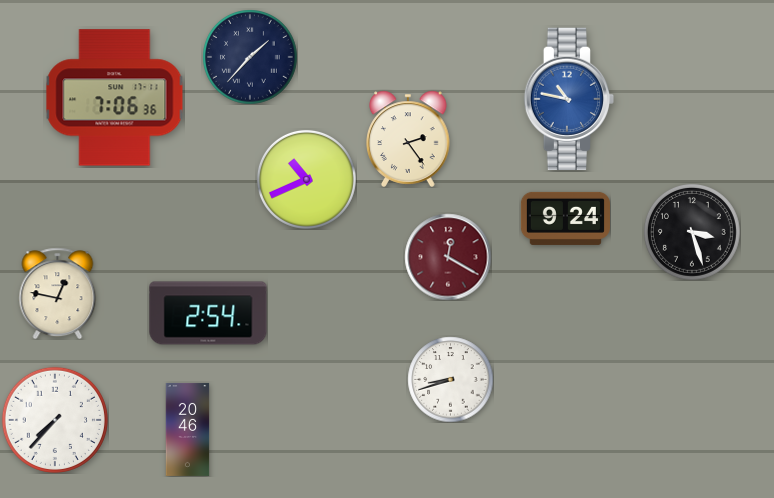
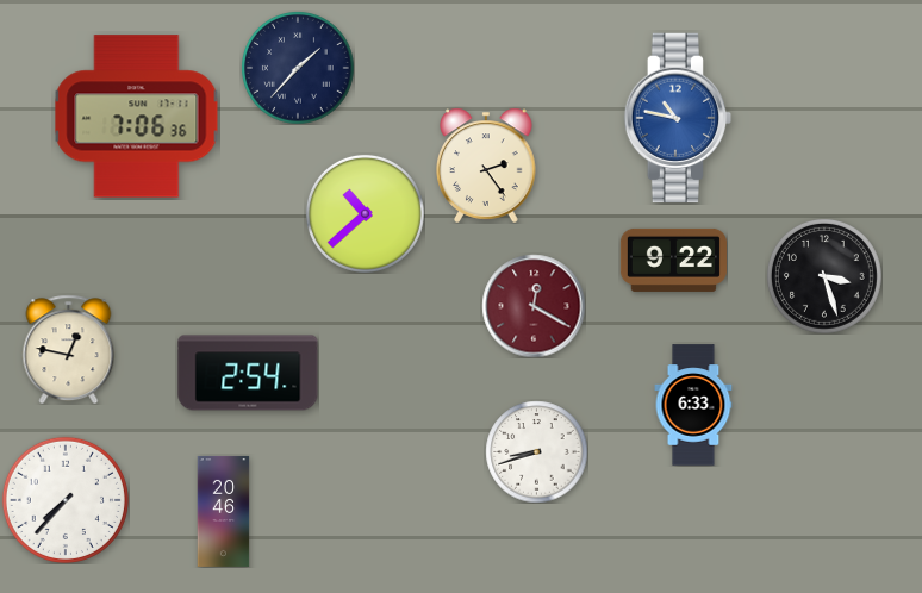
clock at (306, 179): 10:41 -> 10:38
clock at (565, 218): 9:24 -> 9:22
clock at (693, 405): none -> 6:33
